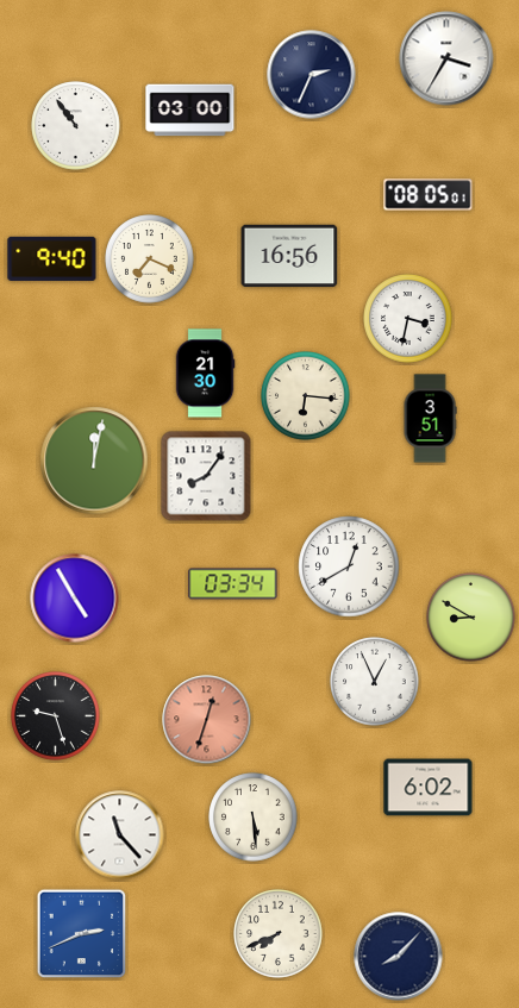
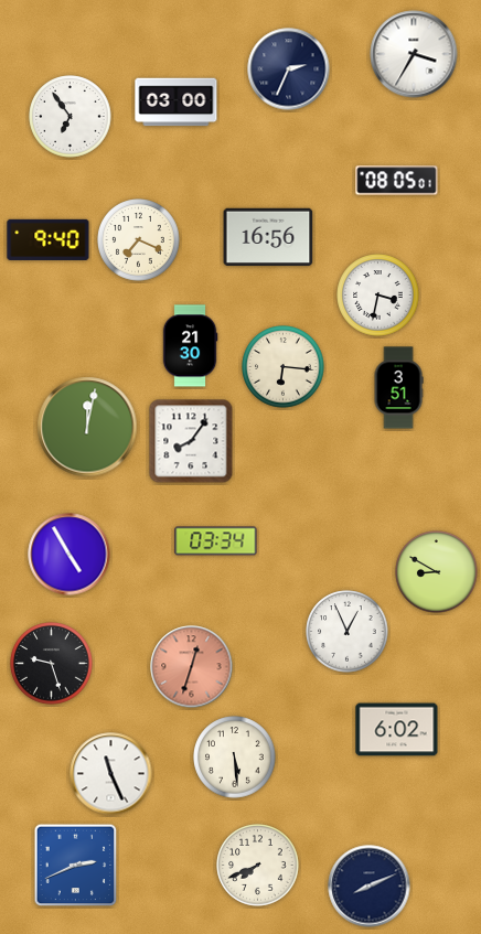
clock at (76, 126): 10:54 -> 6:54
clock at (349, 566): 12:40 -> none
clock at (120, 835): 11:23 -> 11:26
clock at (399, 957): 8:07 -> 8:11
